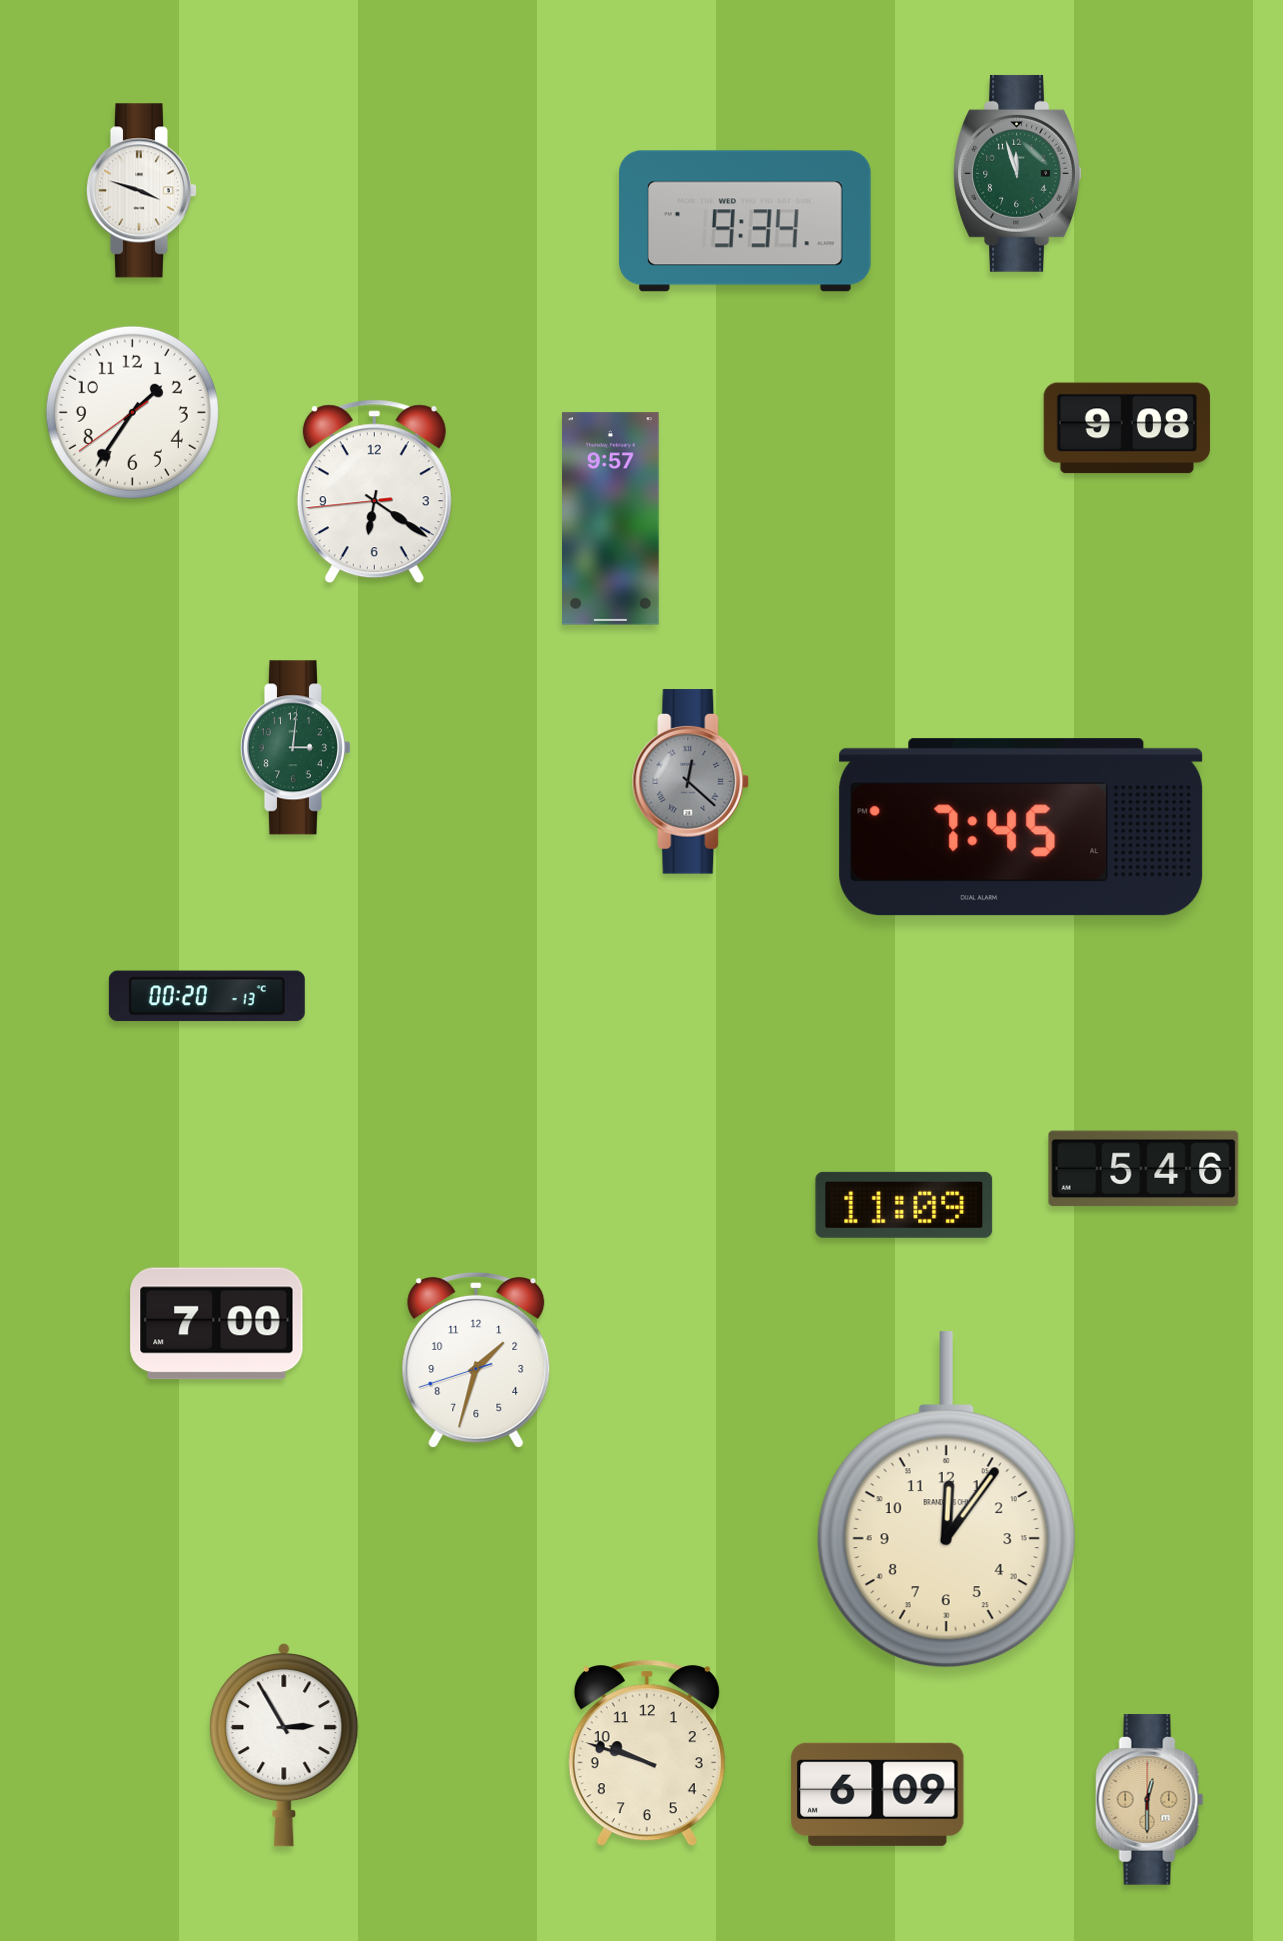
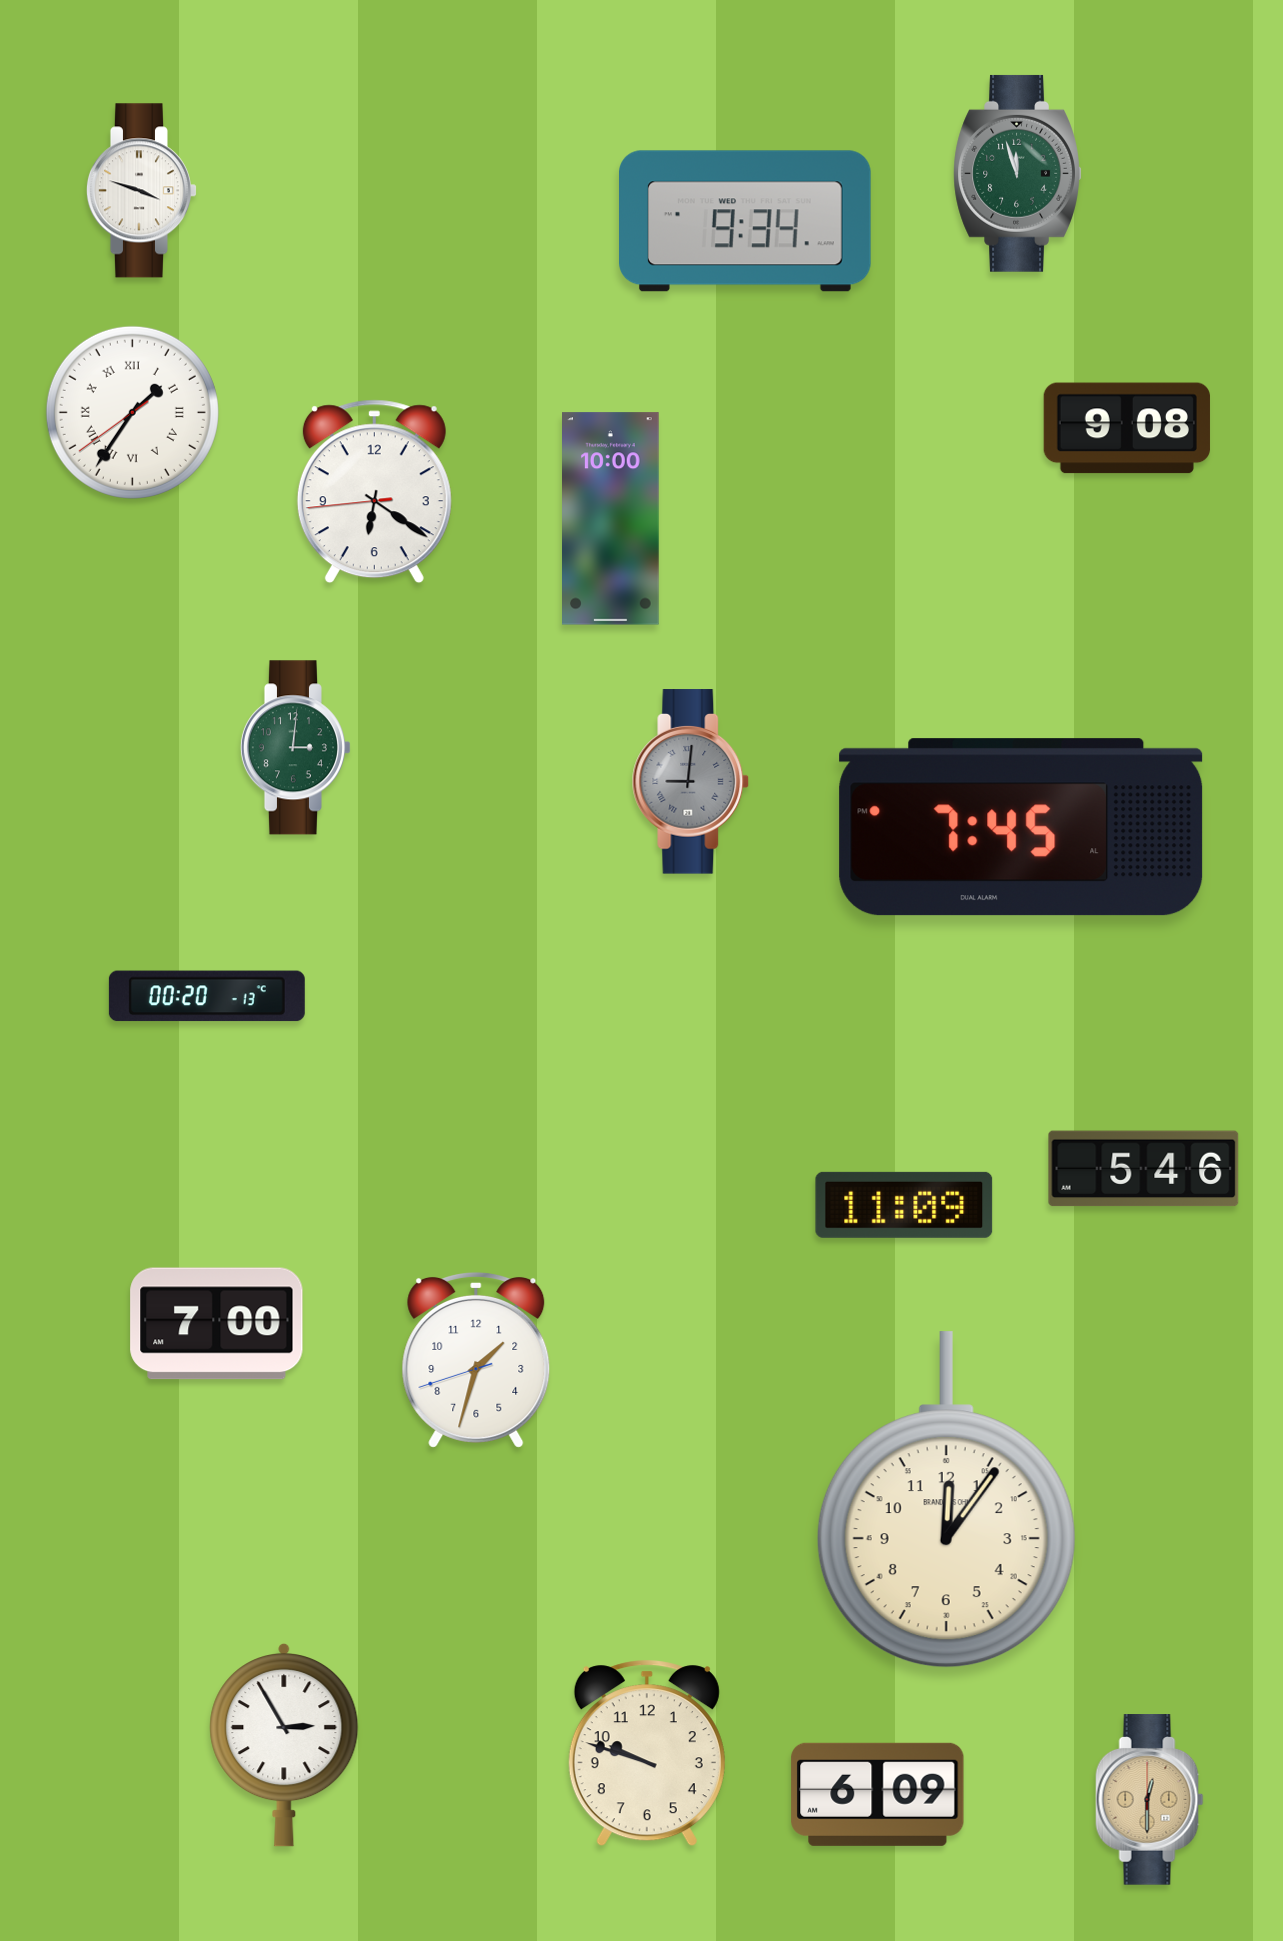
clock at (132, 412) numerals: Arabic -> Roman
clock at (611, 519): 9:57 -> 10:00
clock at (691, 782): 12:22 -> 9:01
